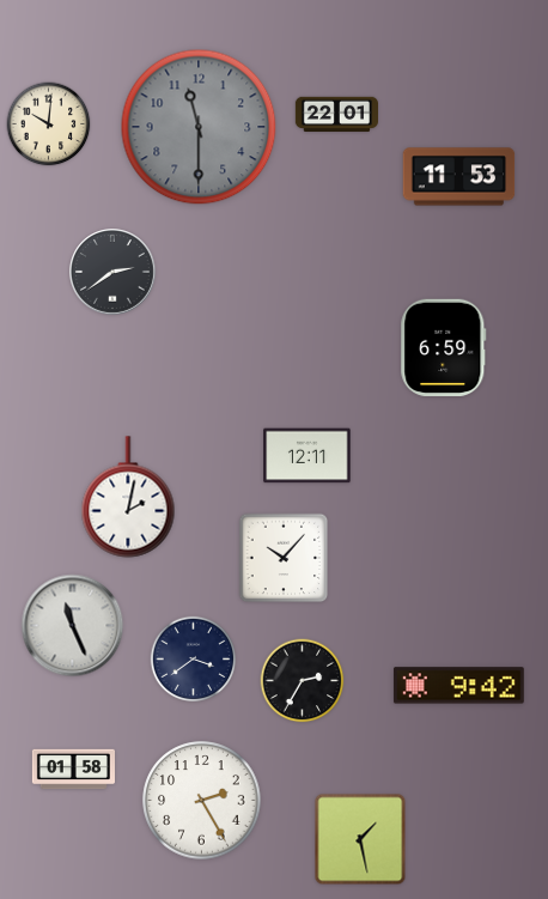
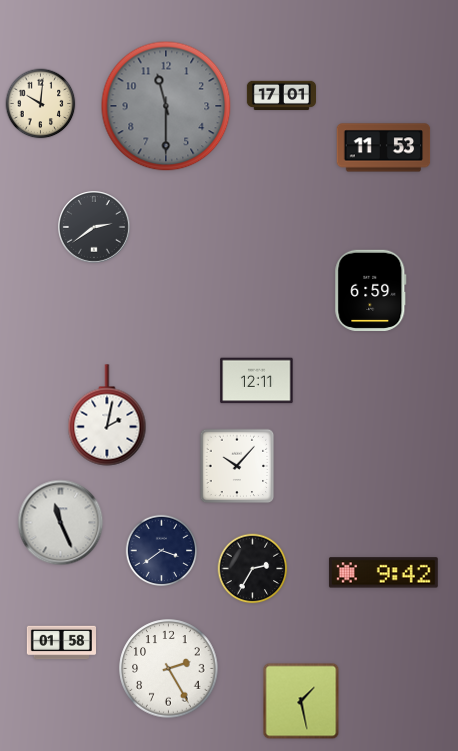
clock at (336, 115): 22:01 -> 17:01
